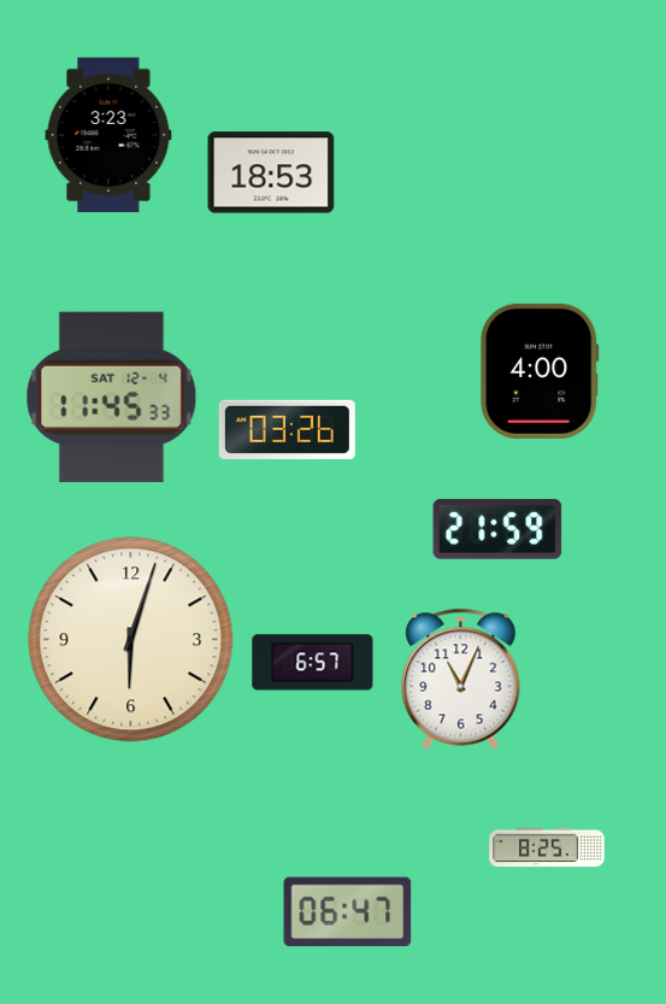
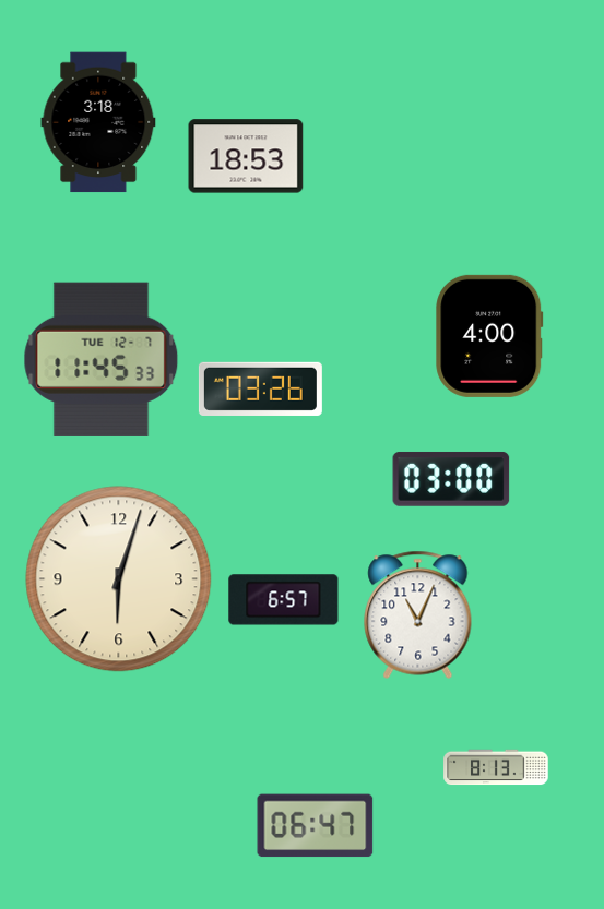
clock at (108, 135): 3:23 -> 3:18
clock at (112, 397) date: SAT 12-4 -> TUE 12-7
clock at (497, 529): 21:59 -> 03:00
clock at (547, 847): 8:25 -> 8:13
